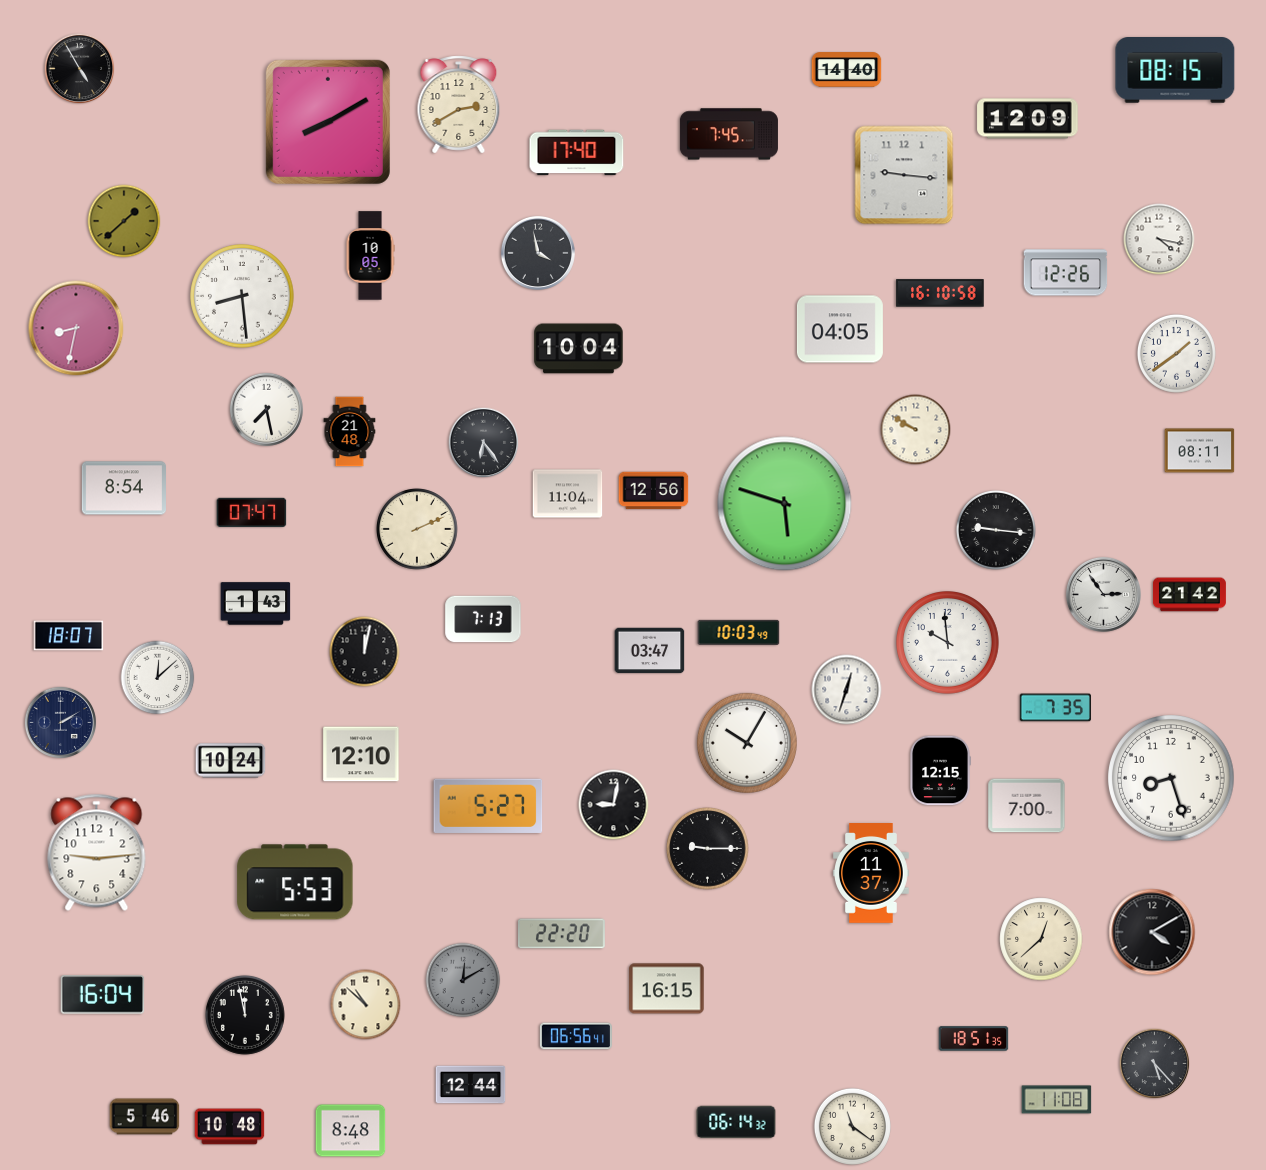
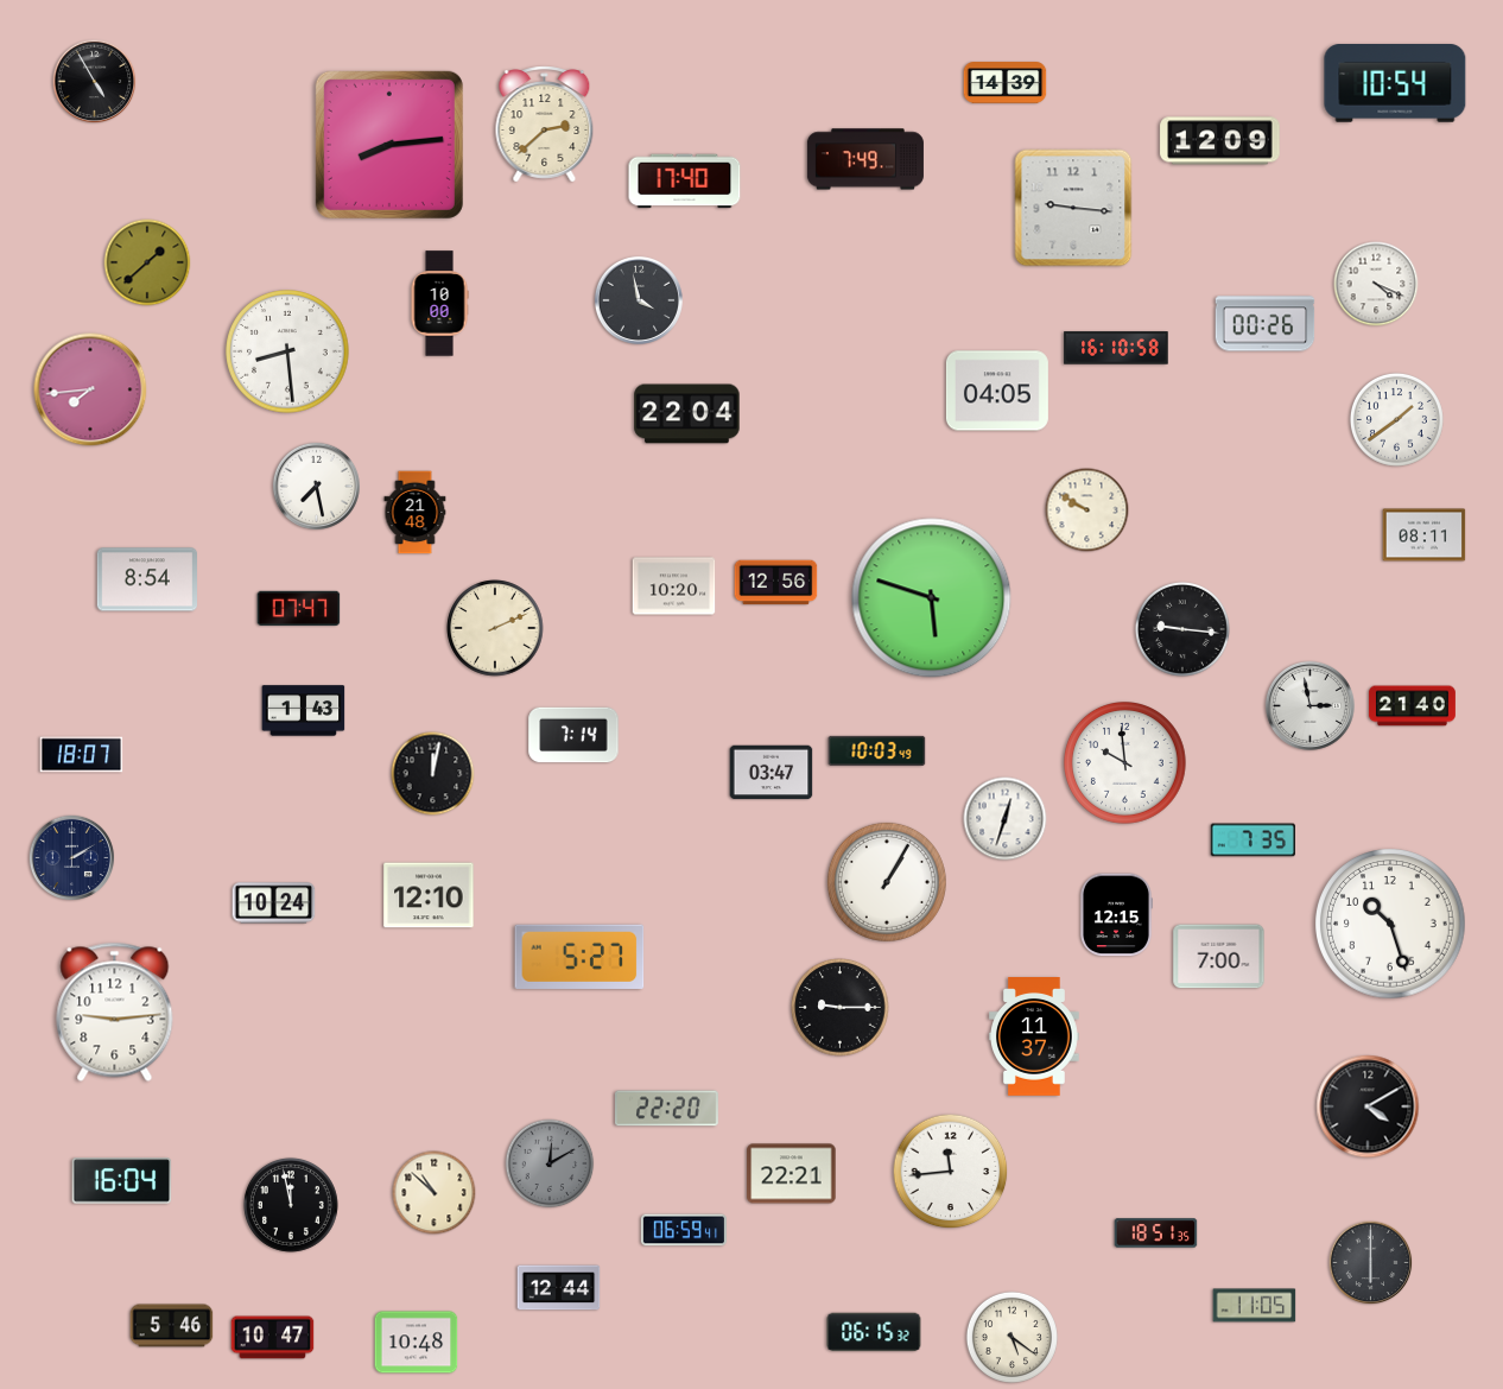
clock at (847, 70): 14:40 -> 14:39
clock at (1175, 71): 08:15 -> 10:54
clock at (459, 105): 2:40 -> 2:38
clock at (328, 122): 8:10 -> 8:14
clock at (729, 134): 7:45 -> 7:49
clock at (1159, 239): 4:17 -> 4:19
clock at (370, 256): 10:05 -> 10:00
clock at (1066, 273): 12:26 -> 00:26
clock at (76, 328): 8:32 -> 7:44
clock at (579, 349): 10:04 -> 22:04
clock at (484, 443): 6:24 -> none
clock at (568, 494): 11:04 -> 10:20
clock at (1103, 594): 2:54 -> 2:58
clock at (1189, 595): 21:42 -> 21:40
clock at (256, 604) position: (256, 604) -> (304, 711)
clock at (483, 619): 7:13 -> 7:14
clock at (158, 678): 12:08 -> none
clock at (747, 743): 10:05 -> 1:05
clock at (1171, 778): 8:27 -> 10:27
clock at (614, 805): 9:02 -> none
clock at (295, 882): 5:53 -> none
clock at (1041, 939): 12:38 -> none
clock at (951, 1172): none -> 11:44
clock at (667, 989): 16:15 -> 22:21
clock at (576, 1036): 06:56 -> 06:59
clock at (1155, 1064): 5:23 -> 6:00
clock at (1057, 1100): 11:08 -> 11:05
clock at (736, 1122): 06:14 -> 06:15
clock at (852, 1126): 11:21 -> 5:21
clock at (230, 1127): 10:48 -> 10:47
clock at (351, 1131): 8:48 -> 10:48
